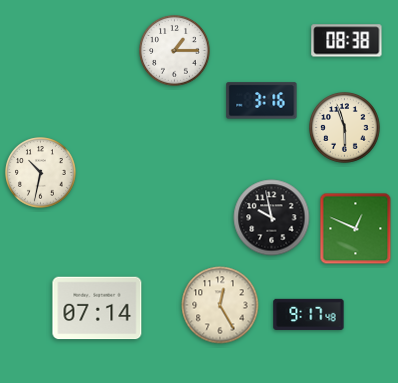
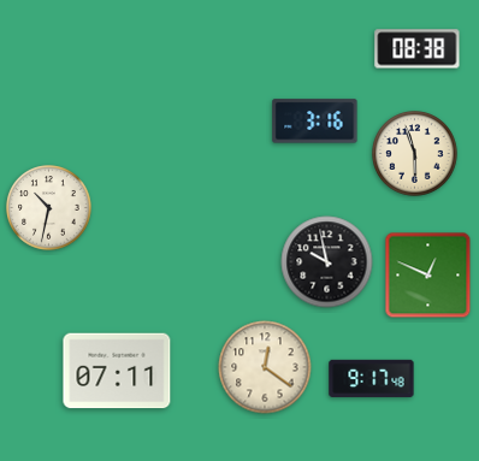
clock at (175, 51): 1:15 -> none
clock at (220, 305): 12:25 -> 12:21
clock at (97, 308): 07:14 -> 07:11
